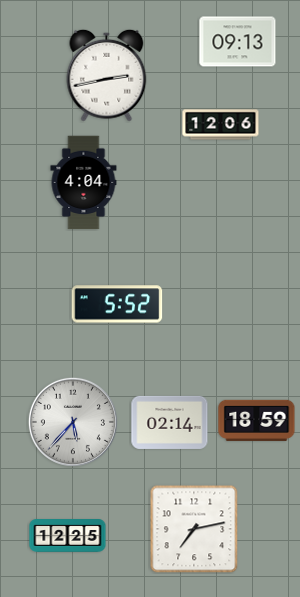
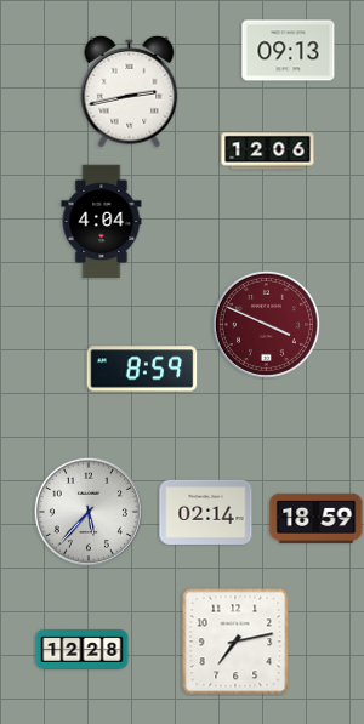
clock at (266, 324): none -> 3:49
clock at (117, 304): 5:52 -> 8:59
clock at (257, 420) position: (257, 420) -> (317, 518)
clock at (68, 536): 12:25 -> 12:28
